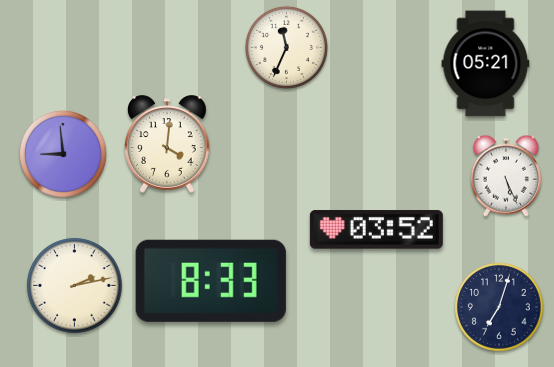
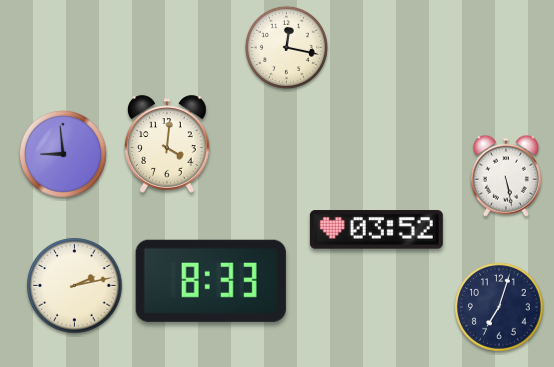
clock at (286, 47): 11:34 -> 12:17
clock at (486, 64): 05:21 -> none
clock at (506, 176): 5:26 -> 5:28
